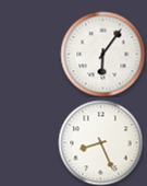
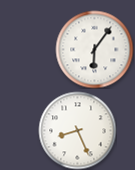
clock at (100, 142) position: (100, 142) -> (77, 130)
